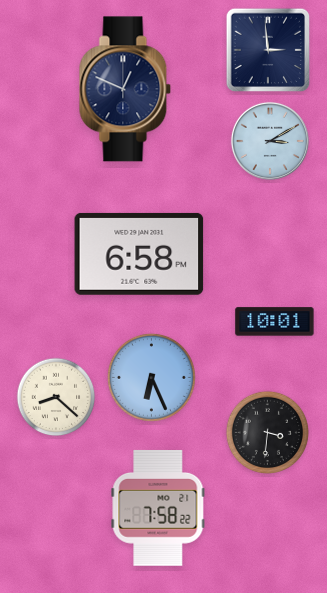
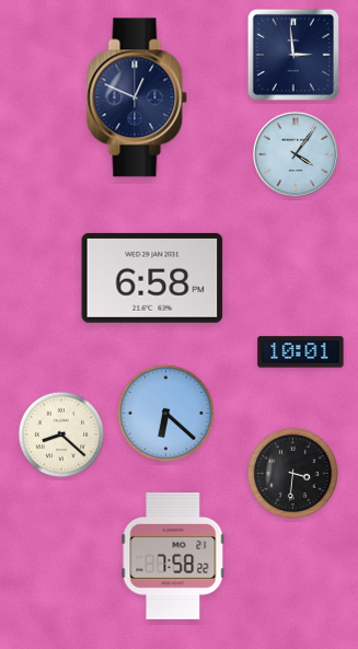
clock at (270, 141): 3:10 -> 4:06
clock at (151, 377): 6:26 -> 6:22
